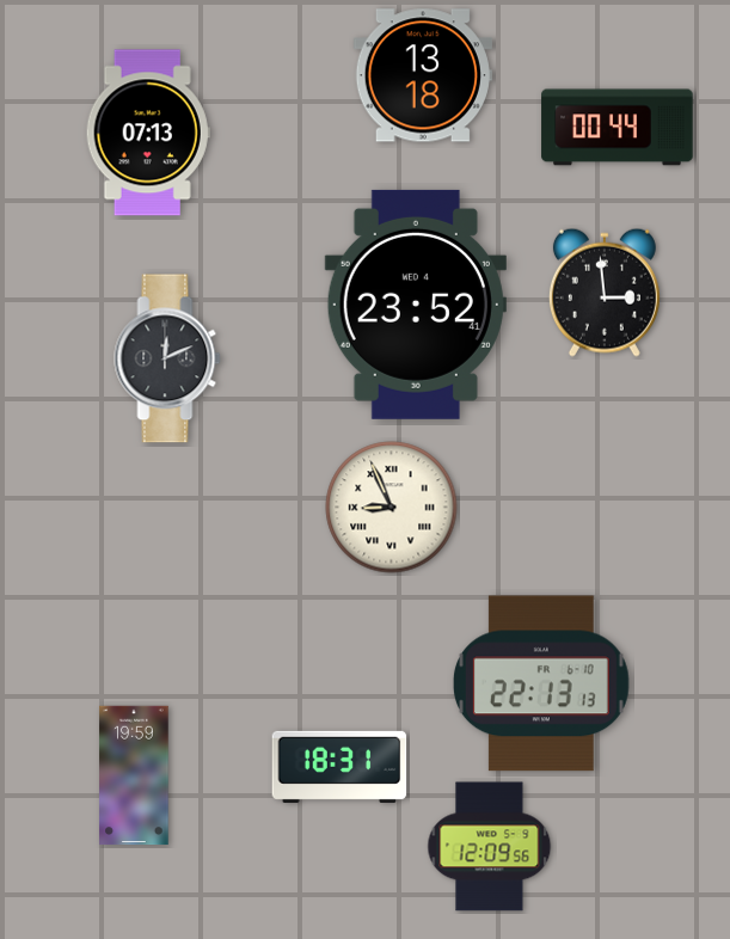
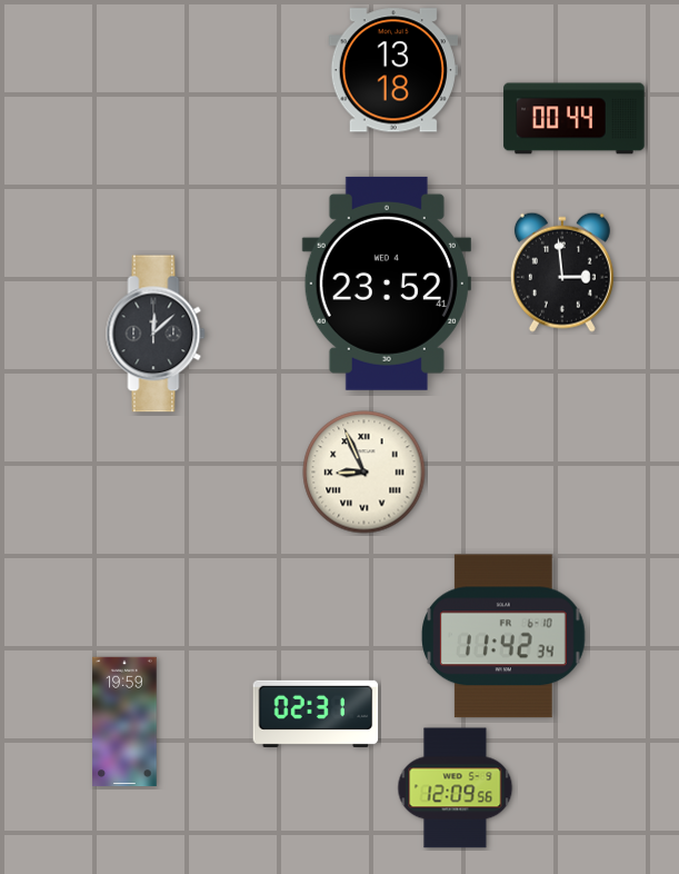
clock at (148, 133): 07:13 -> none
clock at (167, 358): 12:11 -> 12:08
clock at (541, 683): 22:13 -> 11:42
clock at (339, 767): 18:31 -> 02:31
